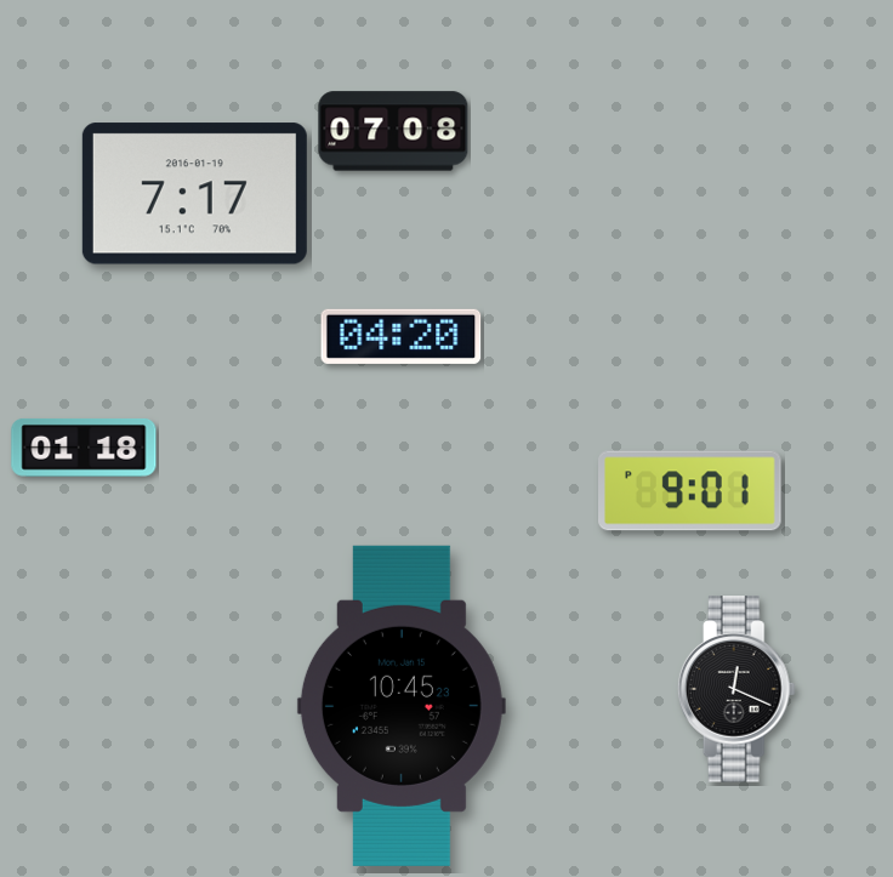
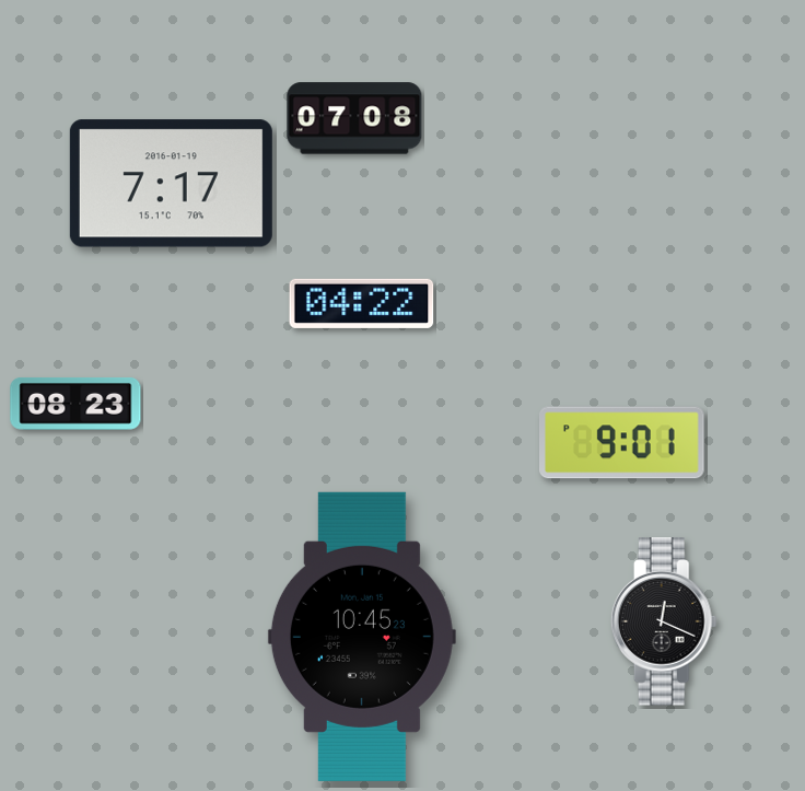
clock at (194, 194) position: (194, 194) -> (171, 184)
clock at (402, 336): 04:20 -> 04:22
clock at (84, 448): 01:18 -> 08:23
